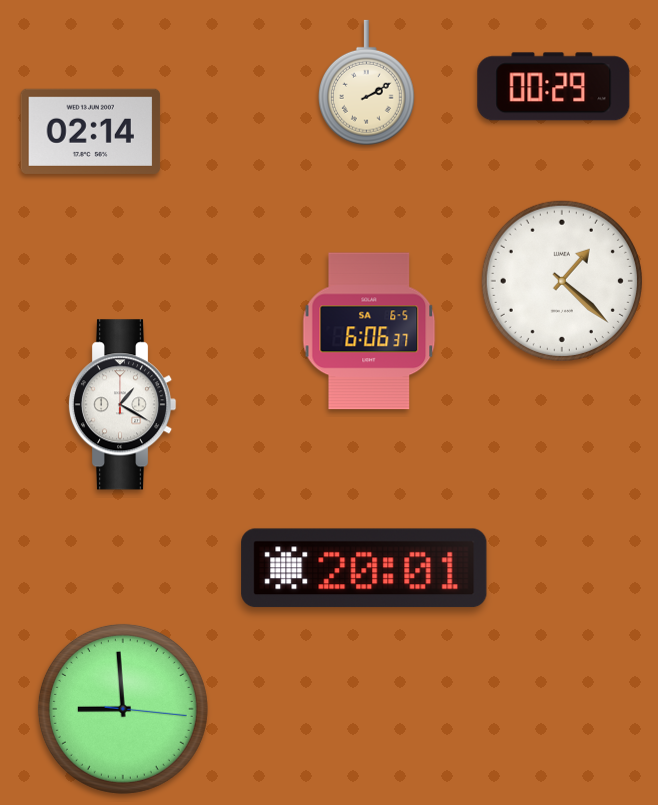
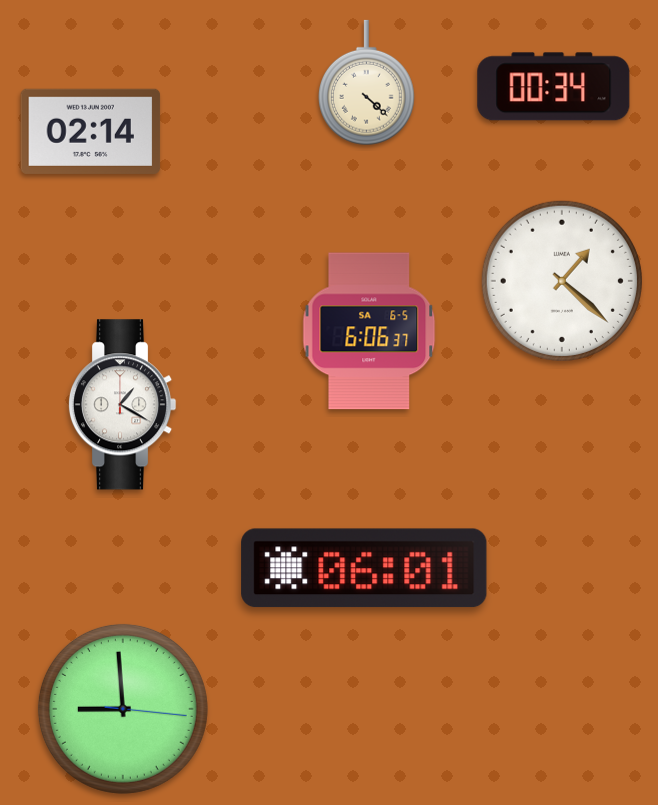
clock at (366, 83): 2:10 -> 4:22
clock at (554, 87): 00:29 -> 00:34
clock at (364, 568): 20:01 -> 06:01
